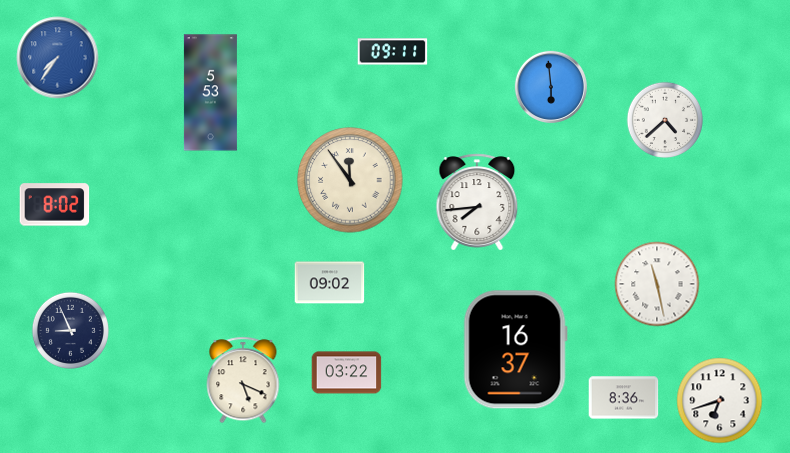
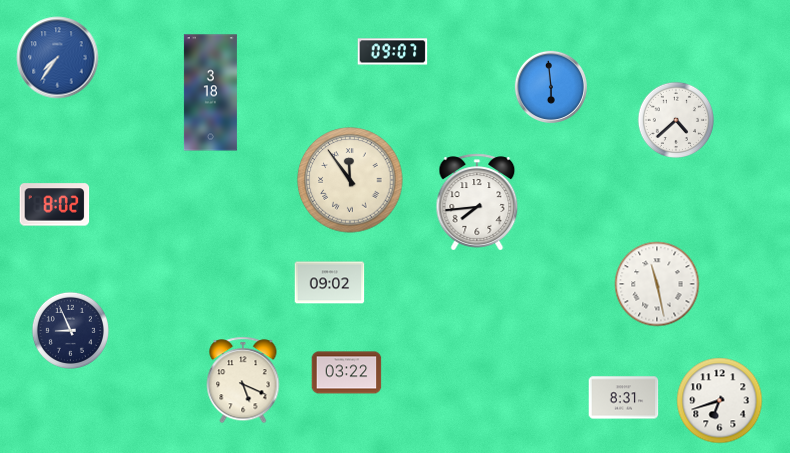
clock at (393, 52): 09:11 -> 09:07
clock at (210, 93): 5:53 -> 3:18
clock at (664, 119) position: (664, 119) -> (675, 119)
clock at (515, 350): 16:37 -> none
clock at (624, 398): 8:36 -> 8:31
